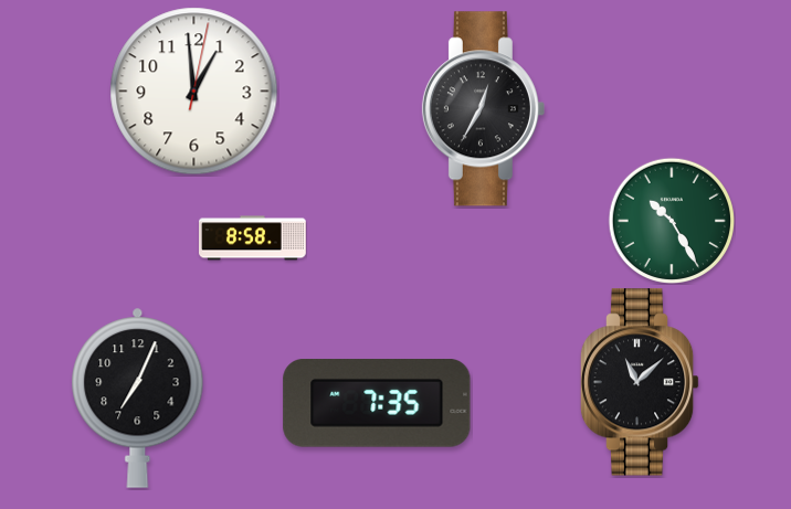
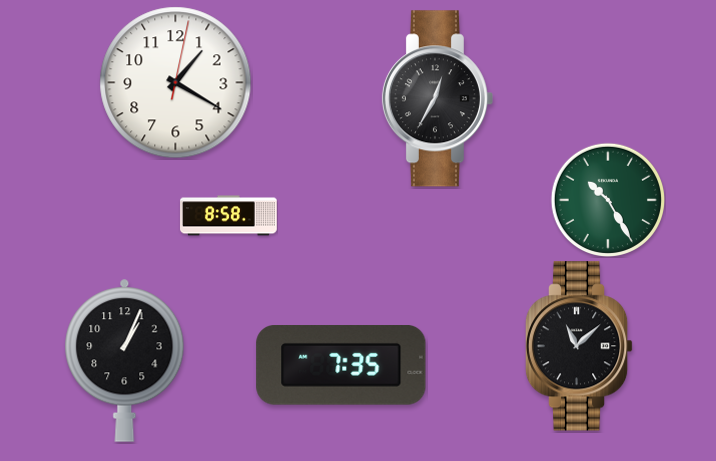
clock at (194, 92): 12:59 -> 1:20
clock at (138, 397): 7:04 -> 1:04
